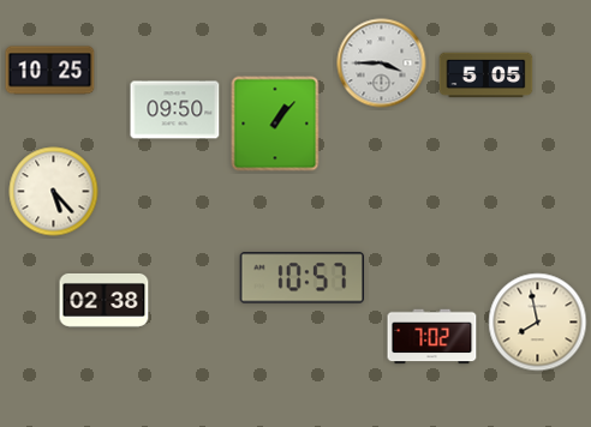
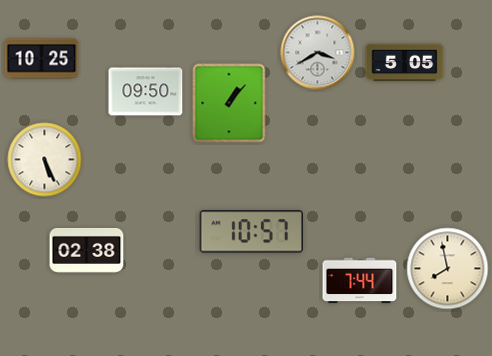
clock at (382, 64): 3:45 -> 3:40
clock at (54, 192): 5:23 -> 5:26
clock at (432, 337): 7:02 -> 7:44
